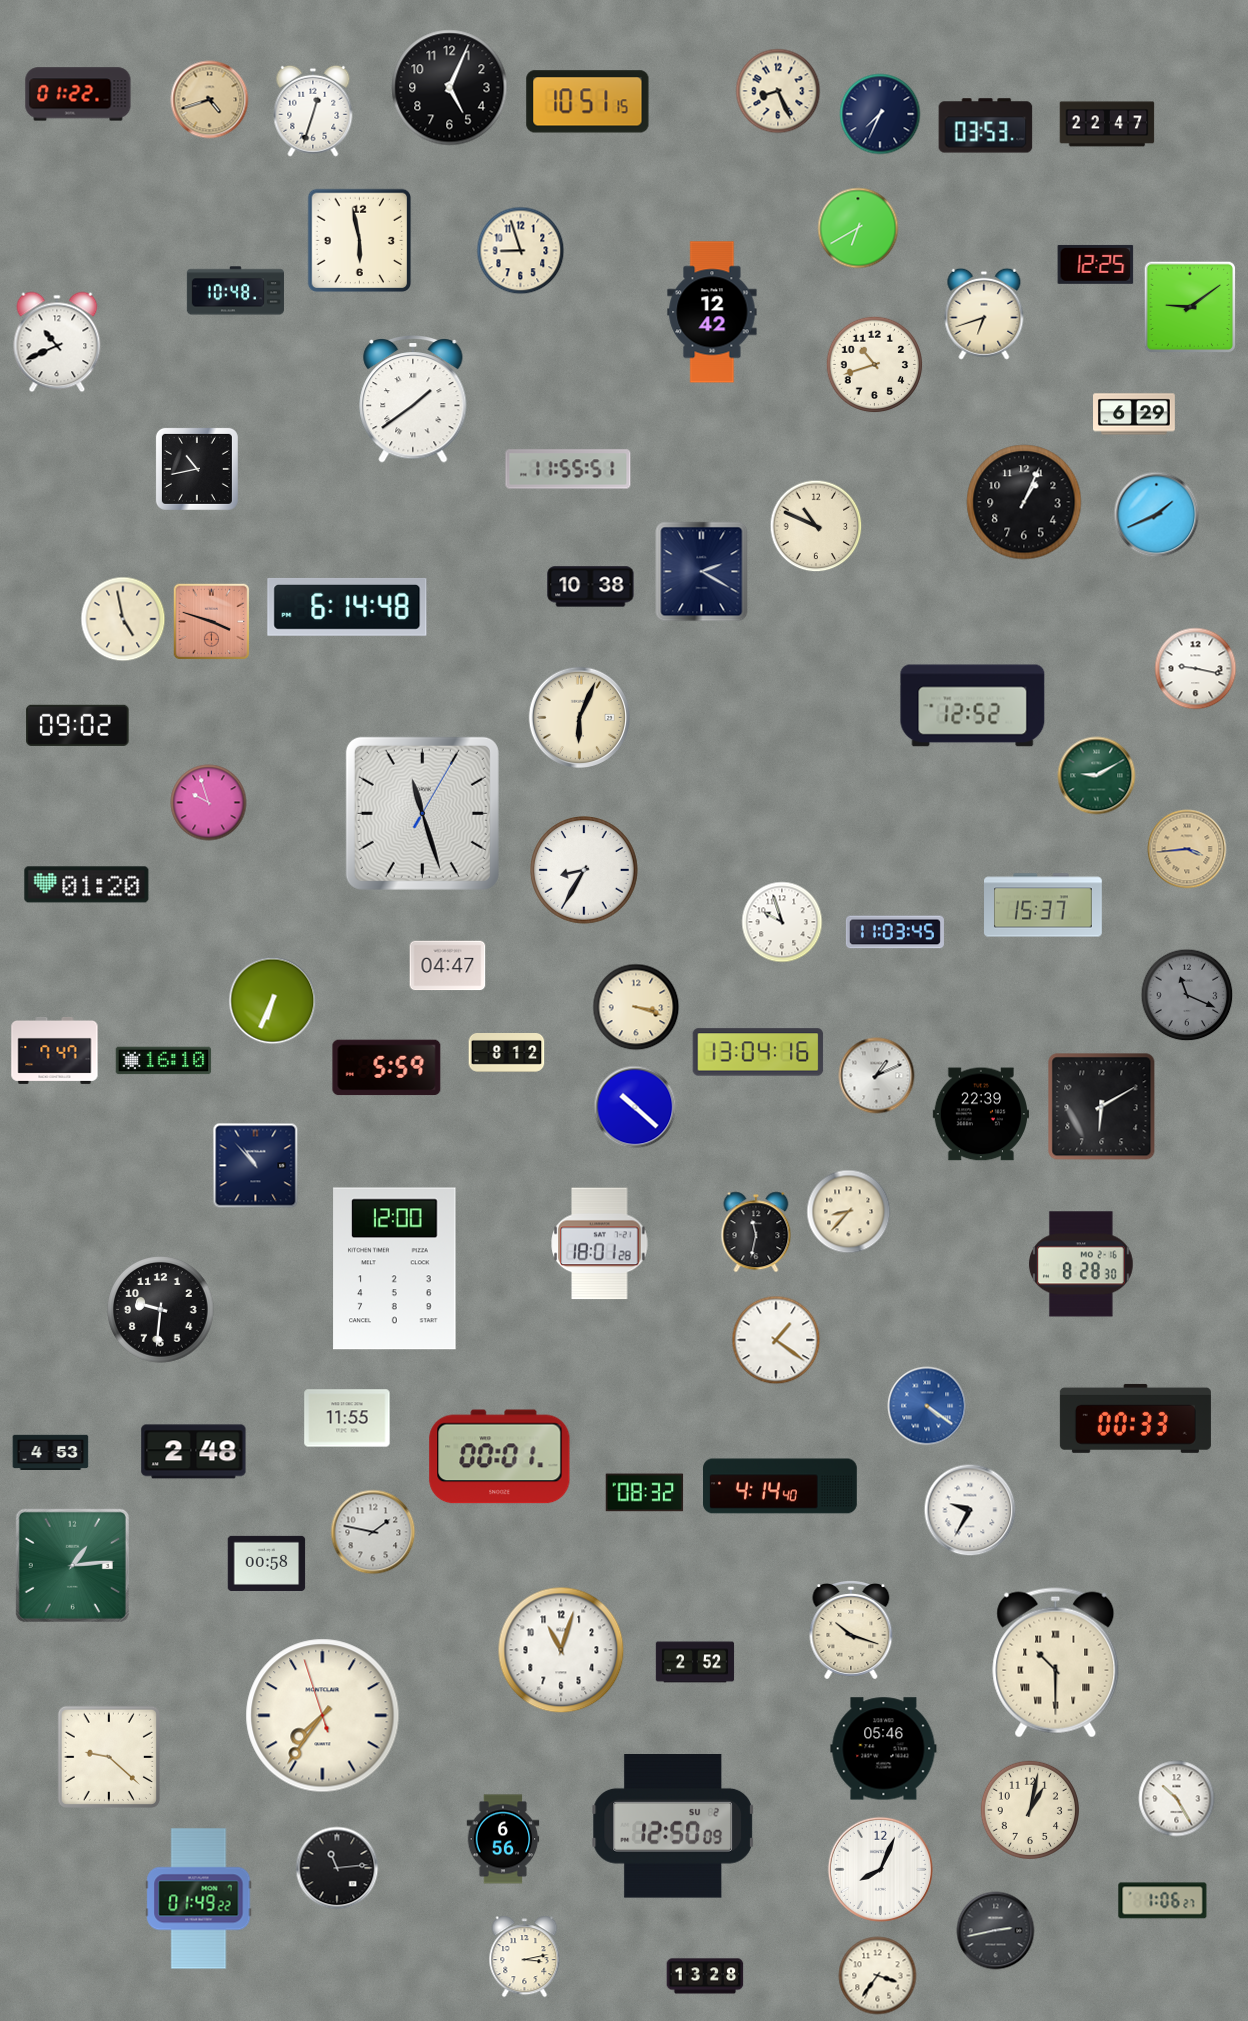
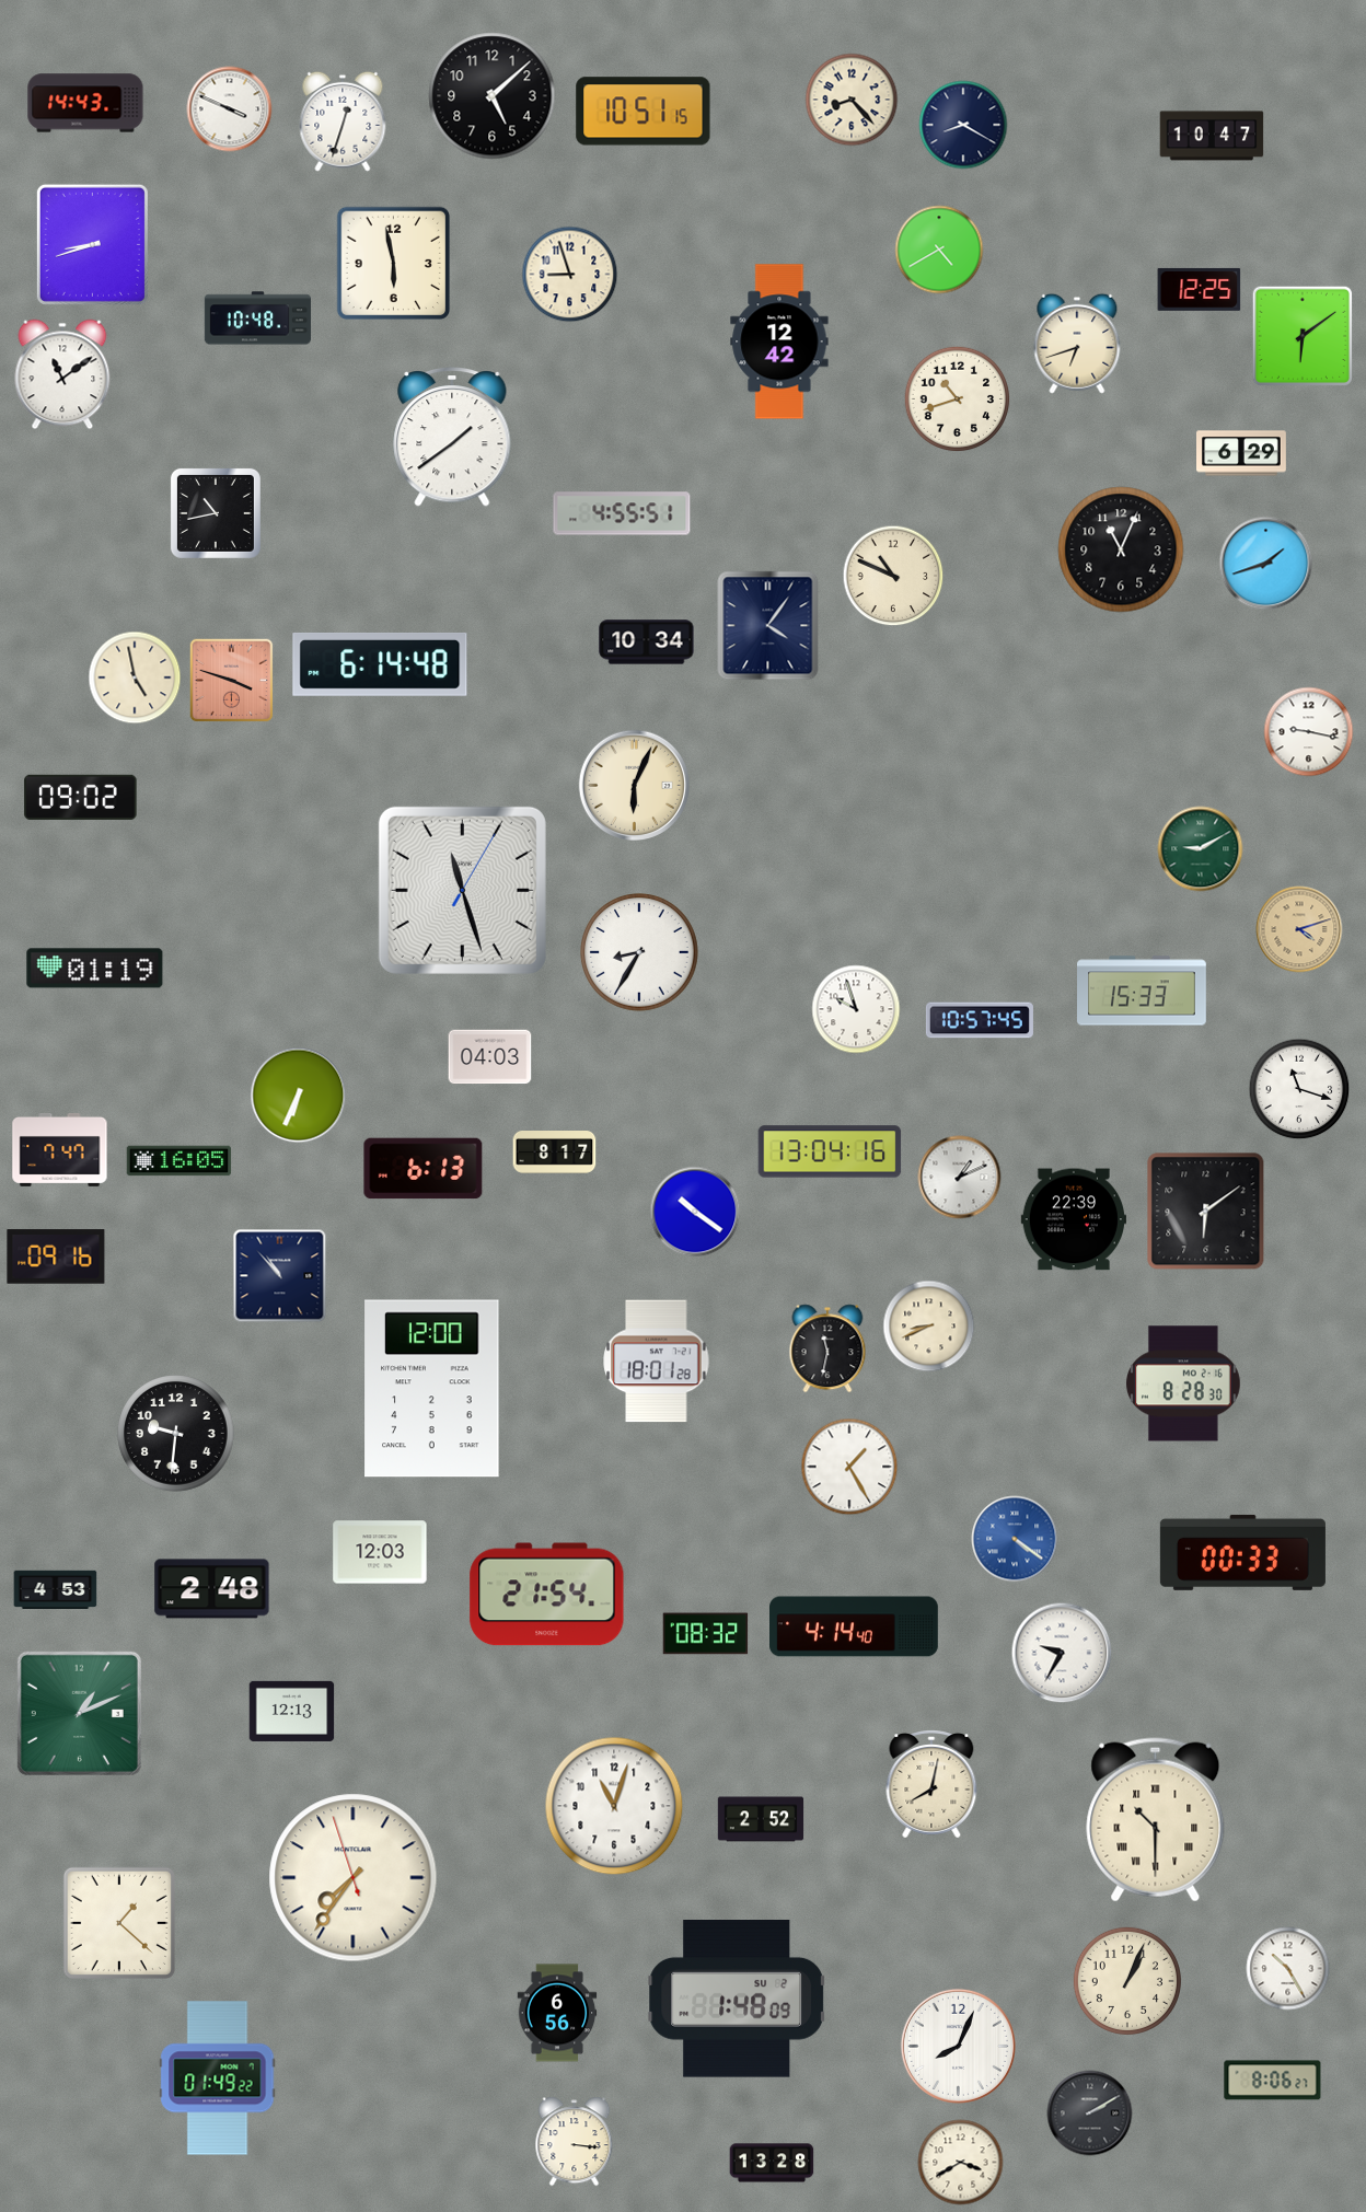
clock at (450, 88): 5:04 -> 5:08
clock at (778, 91): 8:26 -> 8:23
clock at (78, 94): 01:22 -> 14:43
clock at (210, 100): 4:42 -> 3:49
clock at (210, 100) dial: champagne -> white
clock at (880, 114): 7:34 -> 8:20
clock at (1107, 124): 22:47 -> 10:47
clock at (986, 126): 03:53 -> none
clock at (92, 244): none -> 8:42
clock at (858, 228): 6:40 -> 4:40
clock at (1189, 306): 9:09 -> 6:09
clock at (57, 342): 10:41 -> 11:09
clock at (568, 469): 11:55 -> 4:55
clock at (1024, 502): 1:04 -> 11:04
clock at (1157, 515): 1:41 -> 1:42
clock at (702, 572): 2:20 -> 4:06
clock at (591, 587): 10:38 -> 10:34
clock at (973, 706): 12:52 -> none
clock at (78, 725) position: (78, 725) -> (81, 797)
clock at (209, 803): 9:57 -> none
clock at (1187, 849): 3:44 -> 4:12
clock at (87, 885): 01:20 -> 01:19
clock at (1044, 905): 15:37 -> 15:33
clock at (895, 932): 11:03 -> 10:57
clock at (448, 966): 04:47 -> 04:03
clock at (1187, 995): 11:19 -> 11:18
clock at (1187, 995) dial: grey -> white
clock at (636, 1007): 3:18 -> none
clock at (507, 1053): 8:12 -> 8:17
clock at (164, 1061): 16:10 -> 16:05
clock at (387, 1068): 5:59 -> 6:13
clock at (635, 1107): 10:22 -> 10:21
clock at (1102, 1107): 6:10 -> 6:09
clock at (56, 1256): none -> 09:16
clock at (849, 1212): 8:37 -> 8:41
clock at (776, 1340): 1:21 -> 1:25
clock at (347, 1418): 11:55 -> 12:03
clock at (500, 1457): 00:01 -> 21:54
clock at (373, 1532): 1:47 -> none
clock at (267, 1563): 00:58 -> 12:13
clock at (72, 1565): 1:14 -> 1:11
clock at (851, 1631): 10:18 -> 8:02
clock at (884, 1749): 05:46 -> none
clock at (109, 1757): 9:22 -> 1:22
clock at (1030, 1810): 1:02 -> 1:04
clock at (673, 1826): 12:50 -> 1:48
clock at (503, 1839) position: (503, 1839) -> (557, 2013)
clock at (337, 1868): 11:14 -> none
clock at (880, 1869) position: (880, 1869) -> (958, 2046)
clock at (1163, 1901): 1:06 -> 8:06
clock at (996, 1931): 2:43 -> 2:10
clock at (525, 1957): 3:13 -> 3:16
clock at (878, 1976): 3:36 -> 3:40
